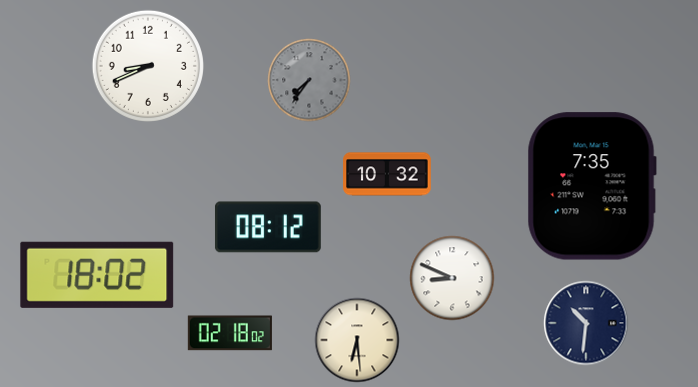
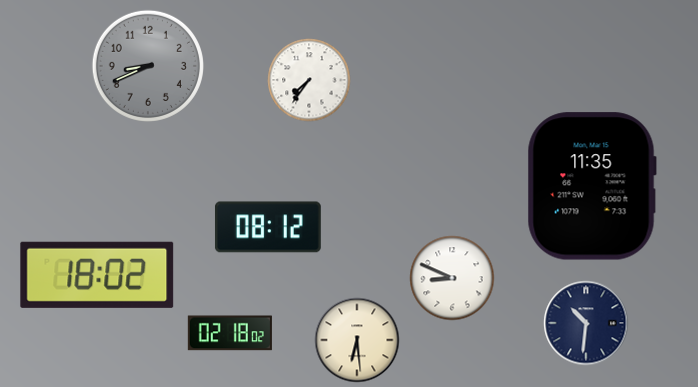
clock at (148, 66) dial: white -> grey
clock at (309, 80) dial: grey -> white
clock at (387, 174): 10:32 -> none
clock at (592, 186): 7:35 -> 11:35
